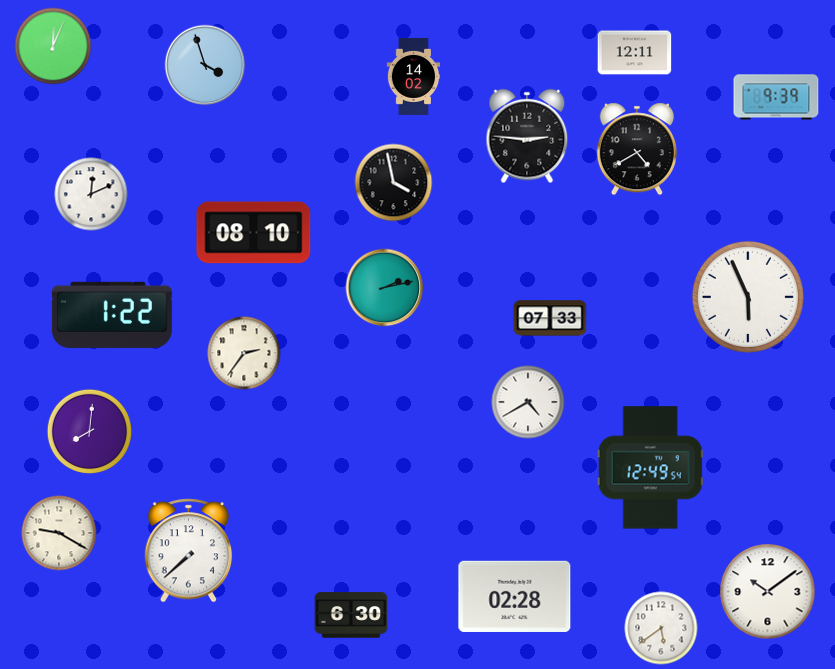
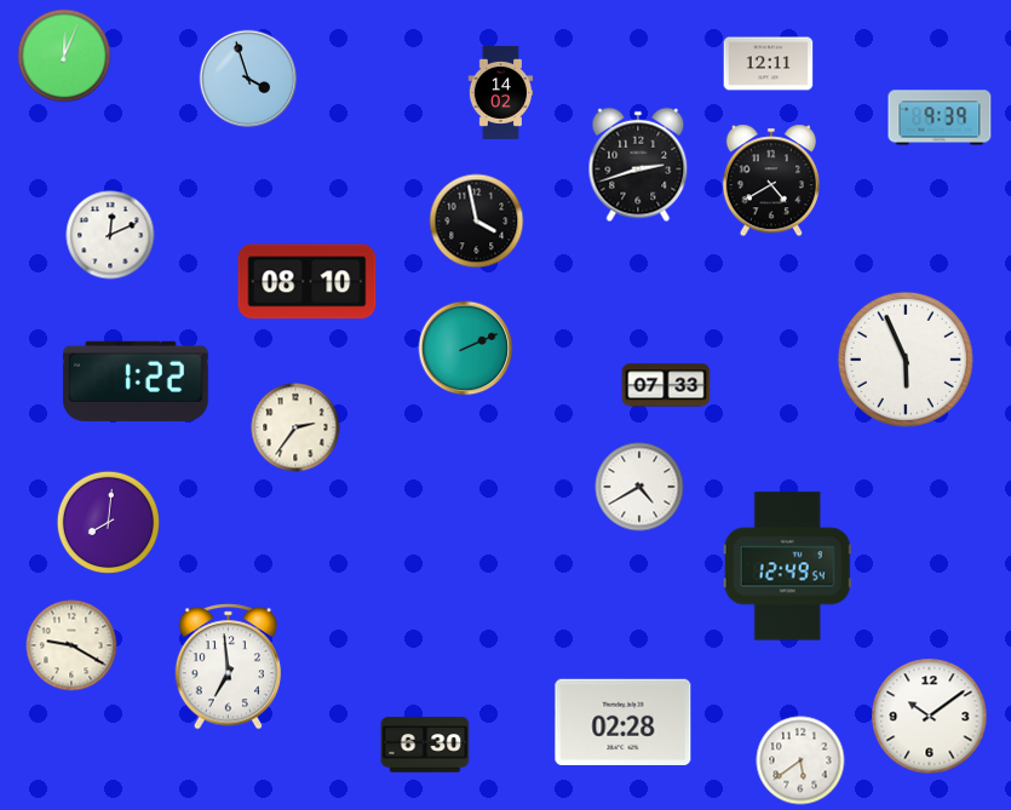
clock at (527, 136): 2:46 -> 2:42
clock at (385, 288): 2:13 -> 2:11
clock at (189, 551): 7:38 -> 6:59
